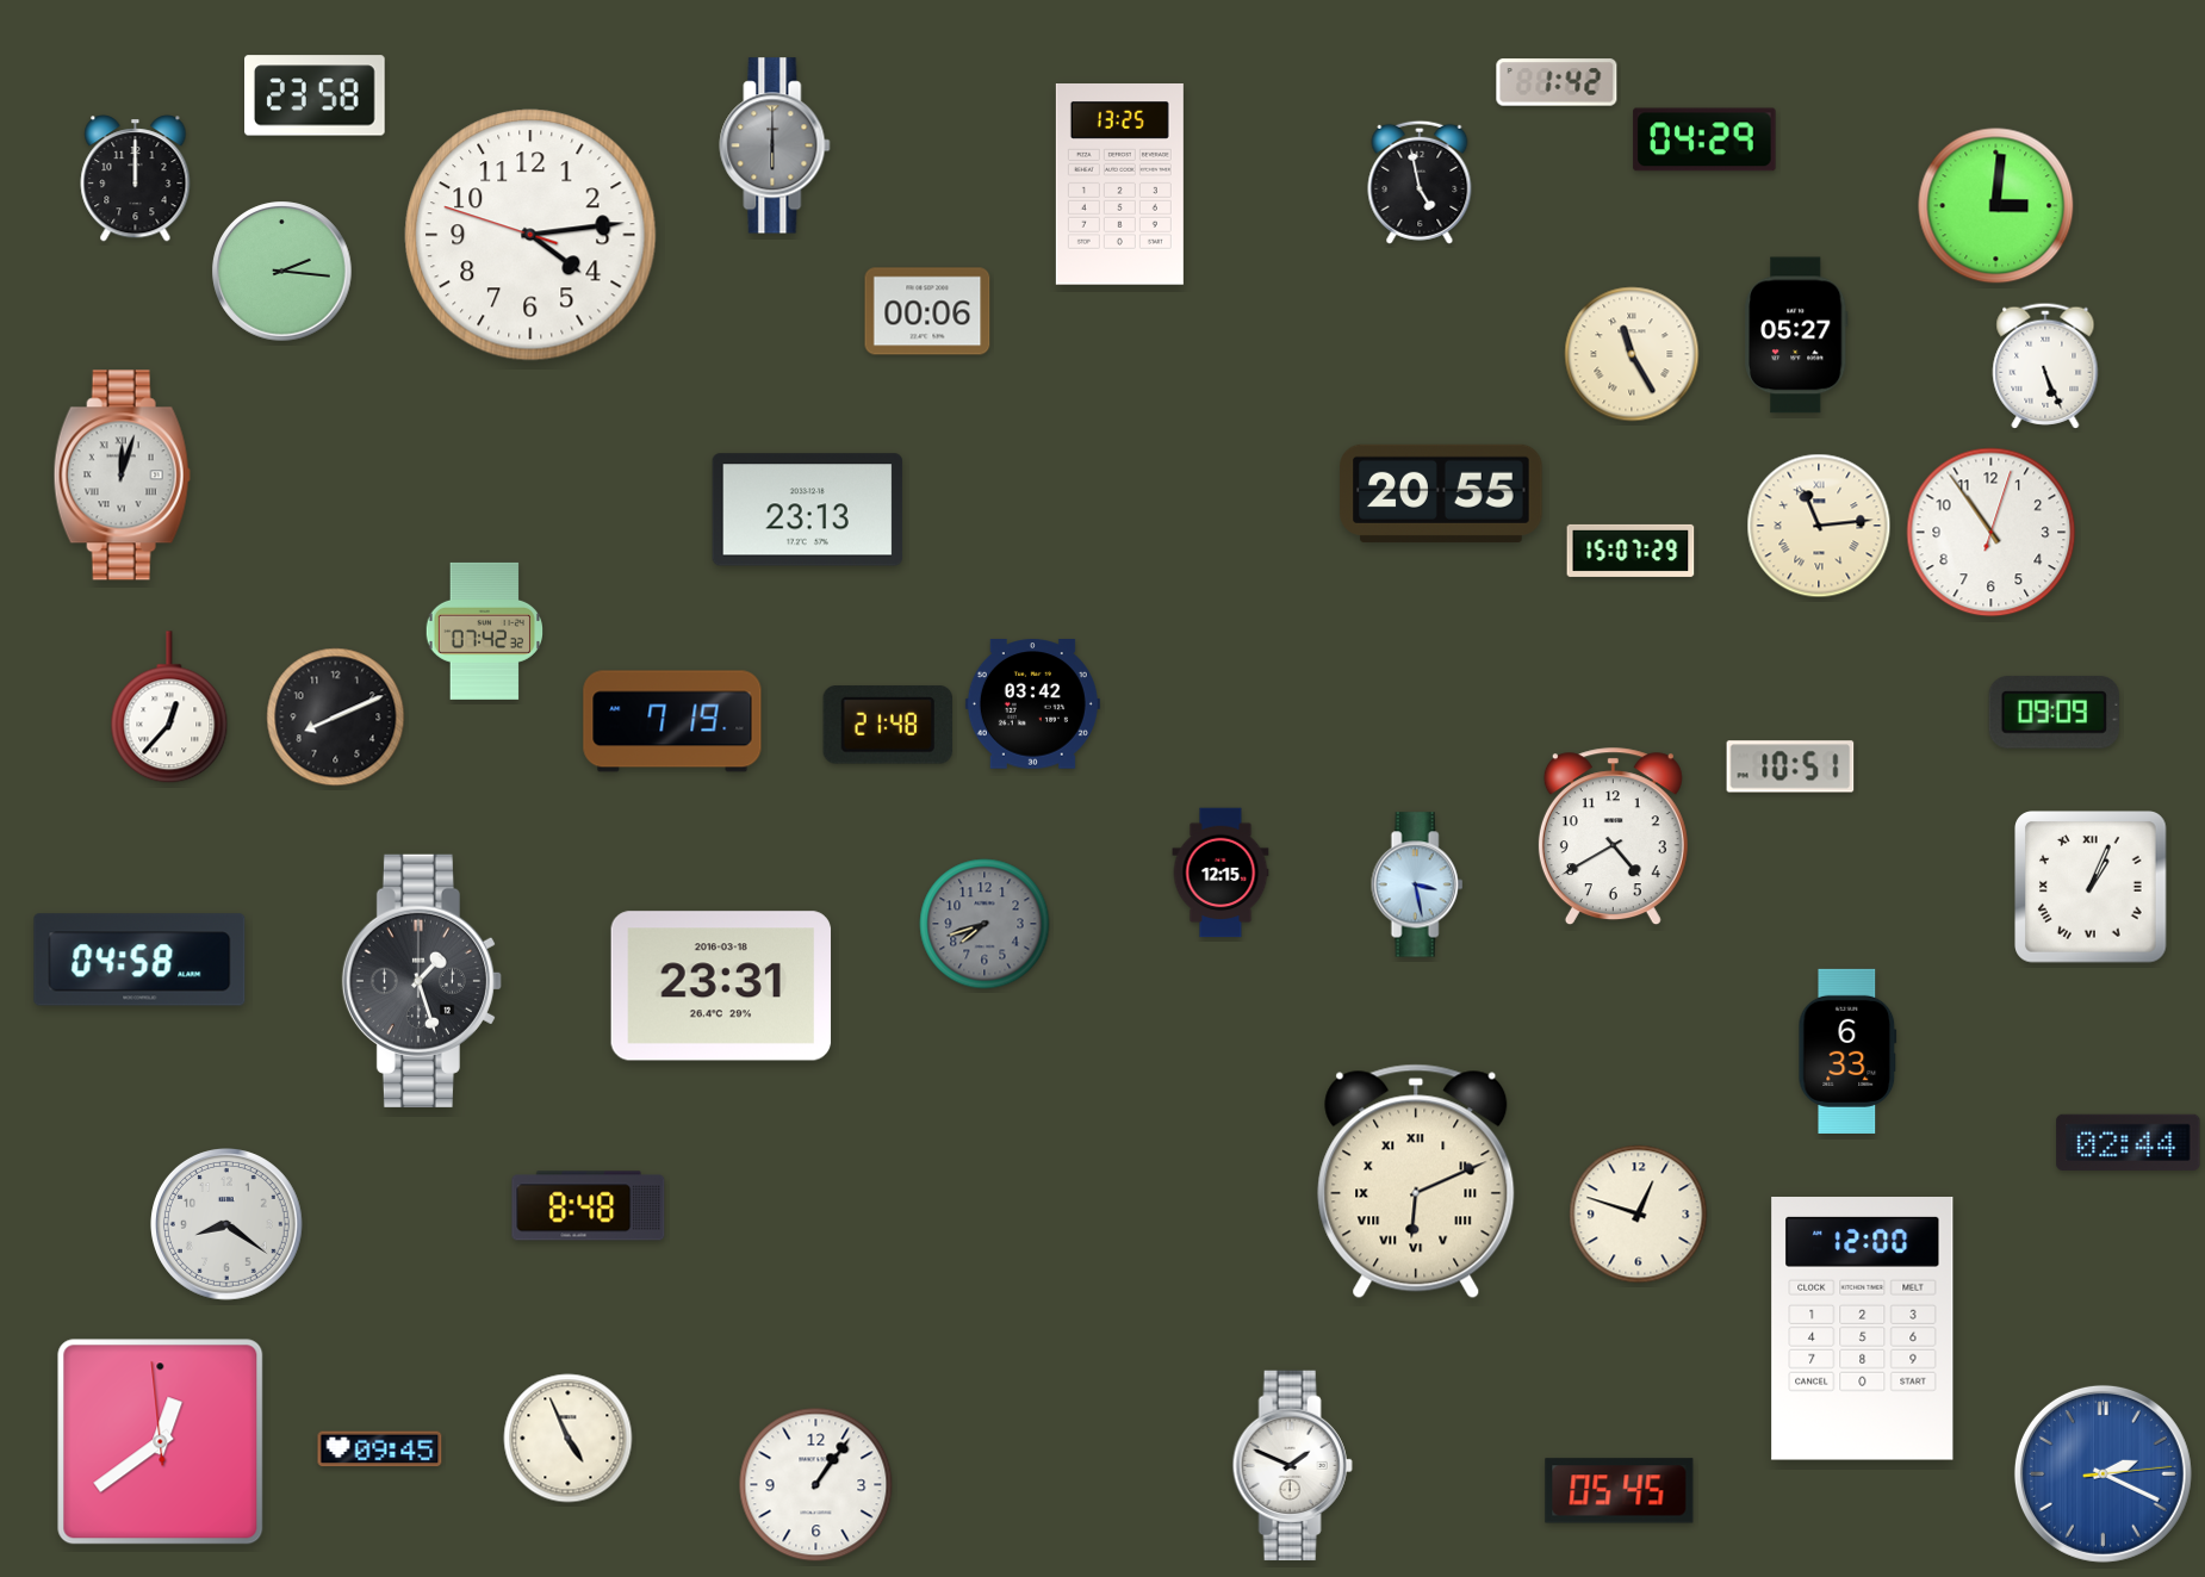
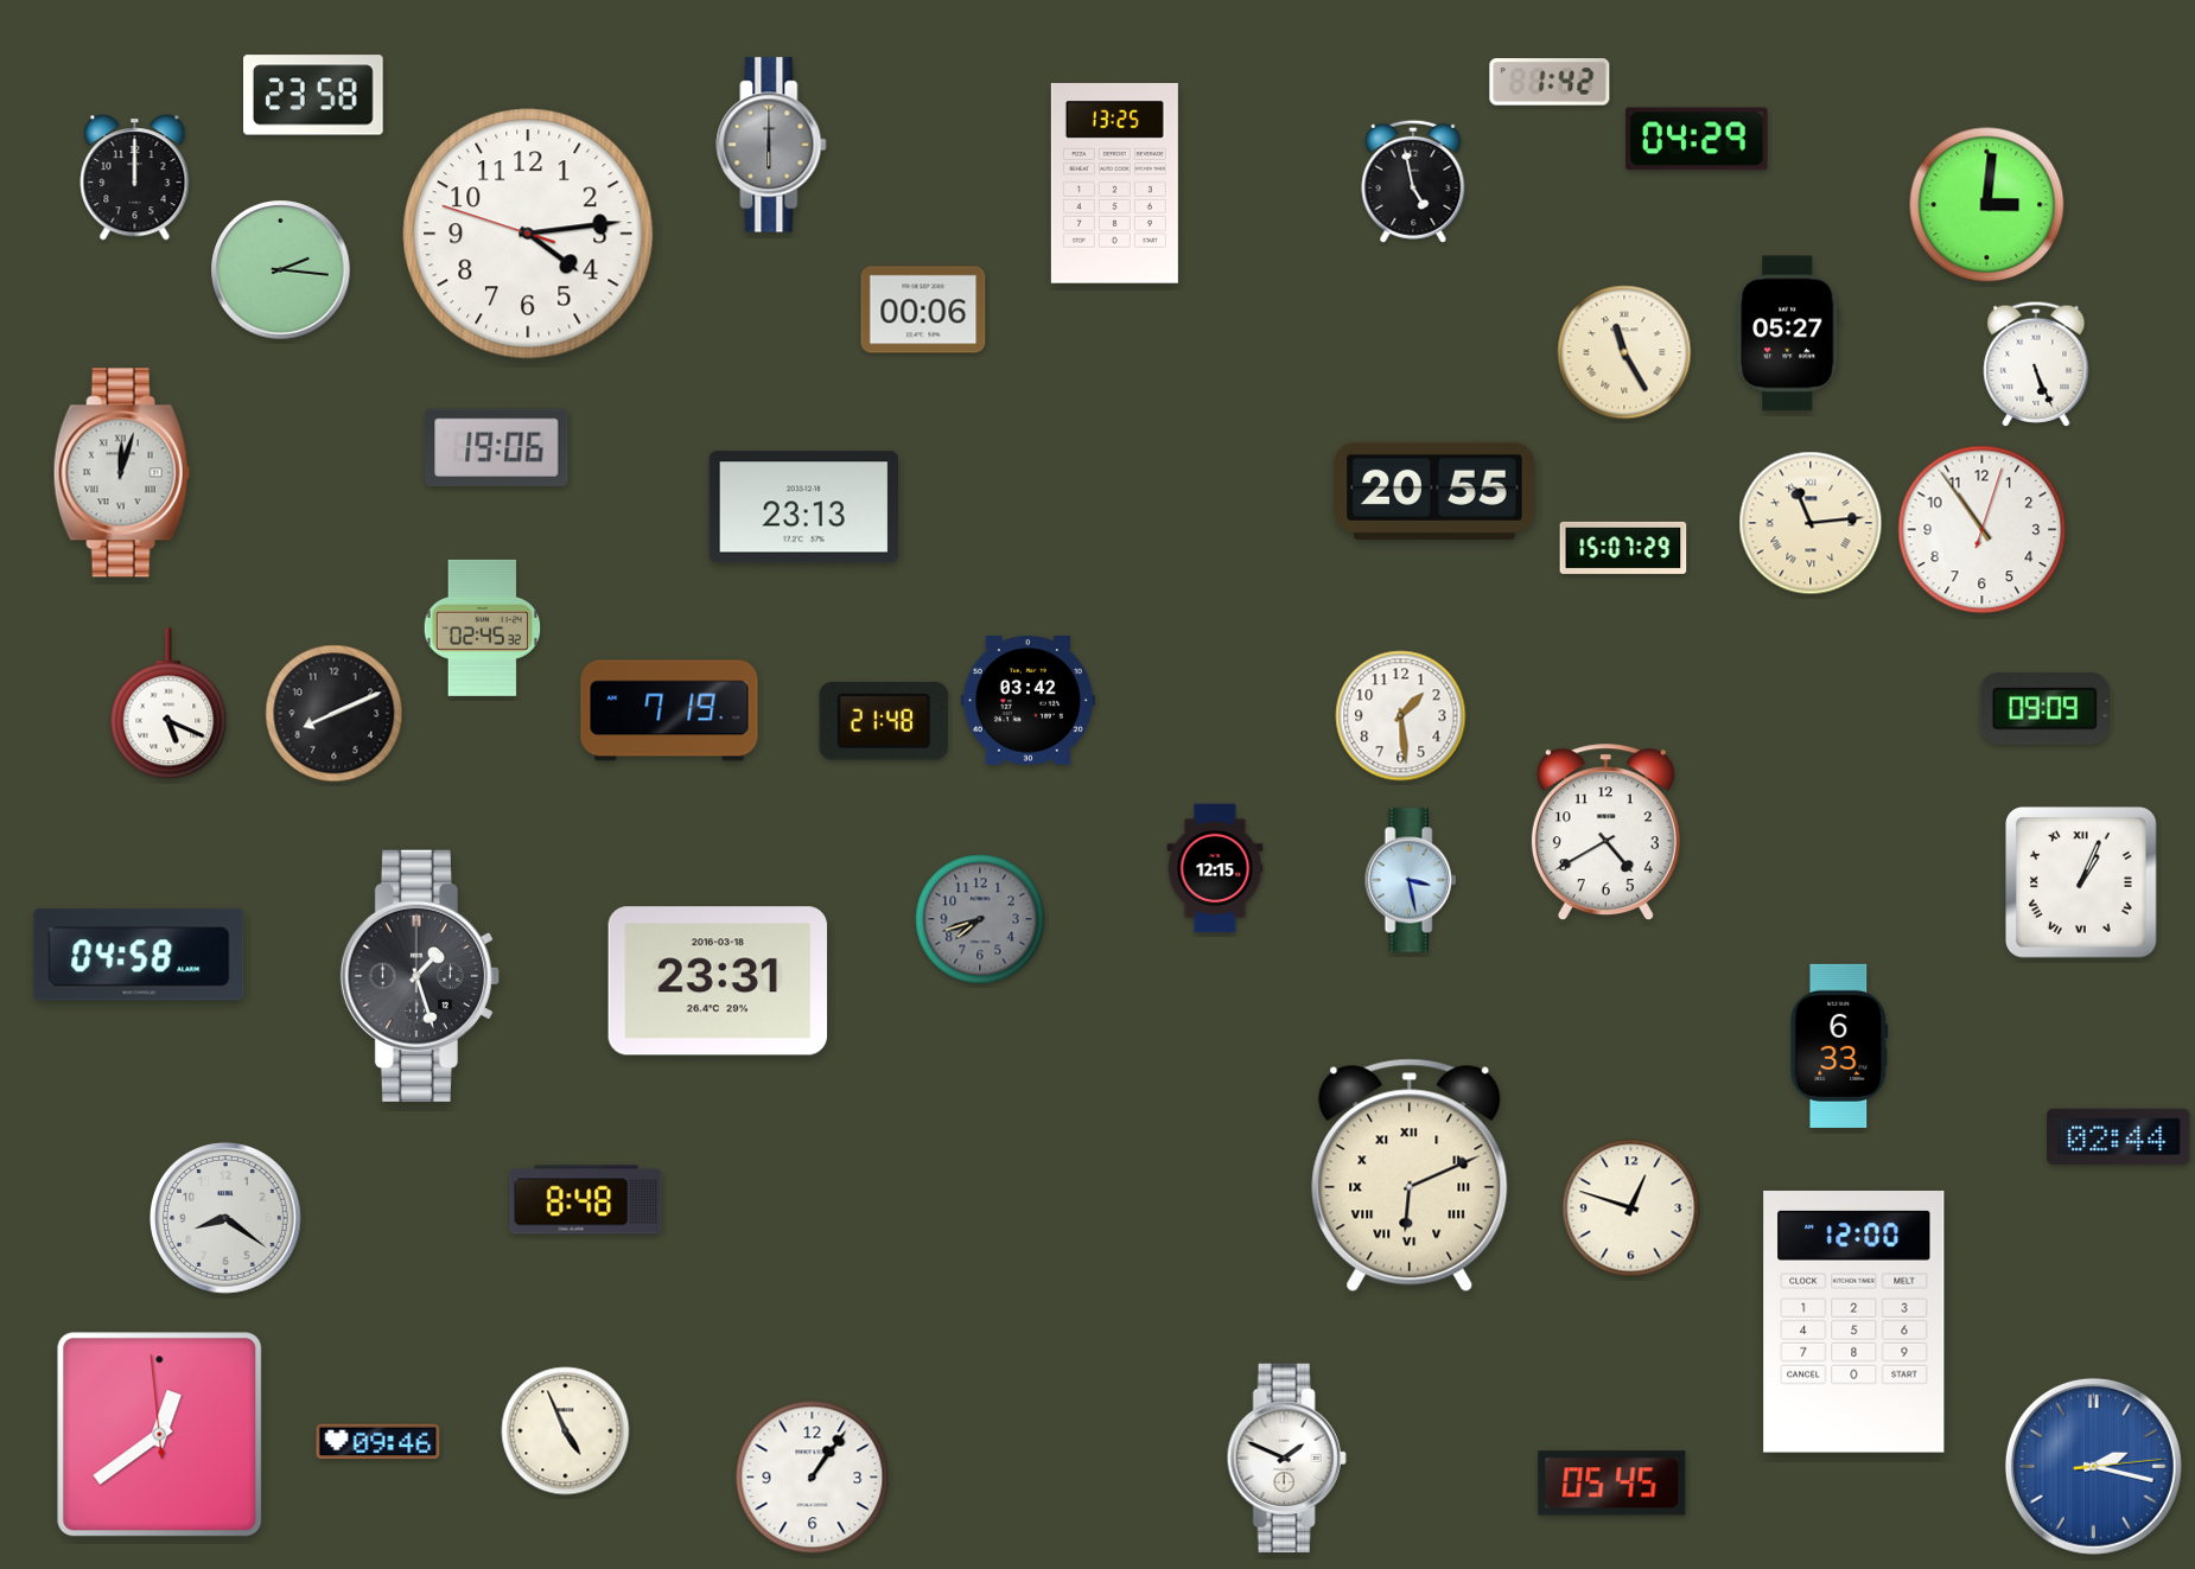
clock at (497, 447): none -> 19:06
clock at (484, 631): 07:42 -> 02:45
clock at (169, 708): 12:37 -> 5:19
clock at (1401, 716): none -> 1:29
clock at (672, 721) position: (672, 721) -> (669, 710)
clock at (1790, 766): 10:51 -> none
clock at (380, 1449): 09:45 -> 09:46
clock at (2102, 1473): 2:19 -> 2:17
